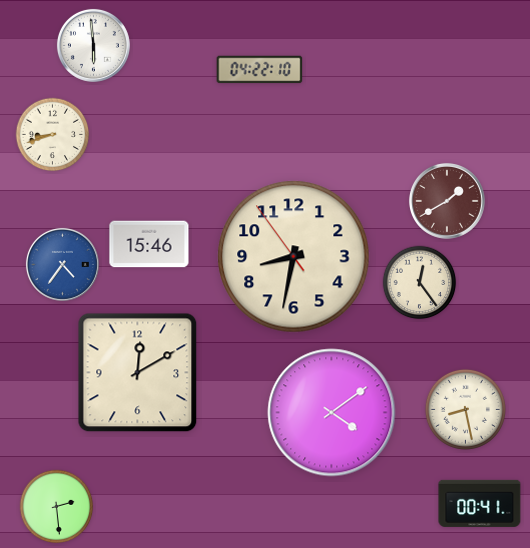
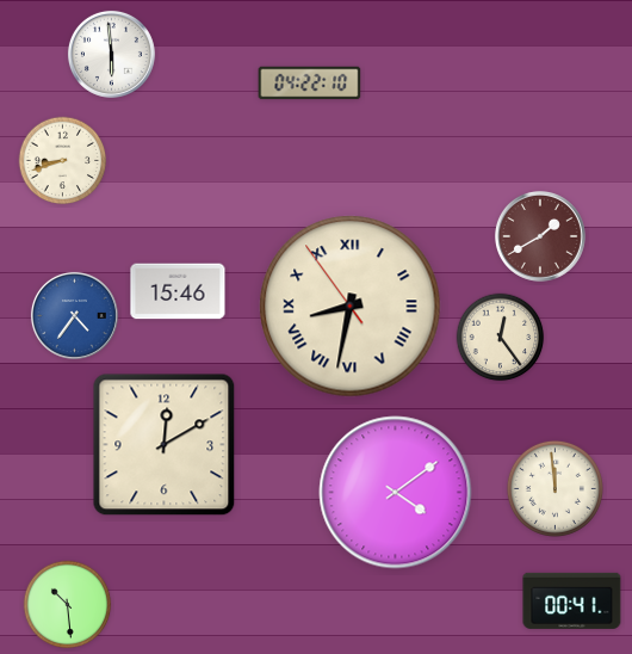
clock at (447, 201) position: (447, 201) -> (540, 236)
clock at (294, 257) numerals: Arabic -> Roman
clock at (465, 409): 8:28 -> 11:59
clock at (57, 507): 2:29 -> 10:29
